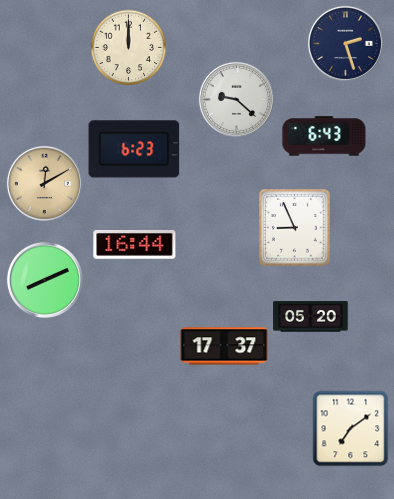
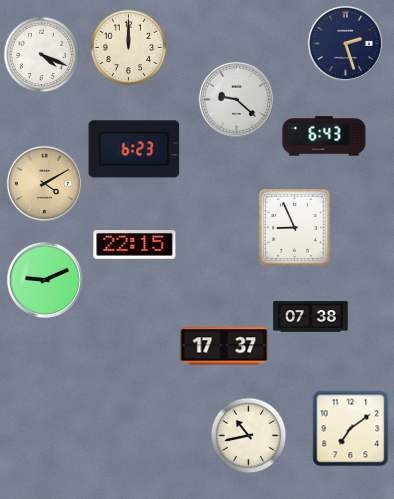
clock at (42, 55): none -> 4:19
clock at (44, 183): 12:10 -> 4:10
clock at (135, 245): 16:44 -> 22:15
clock at (45, 280): 8:11 -> 9:11
clock at (311, 317): 05:20 -> 07:38
clock at (249, 436): none -> 10:43
